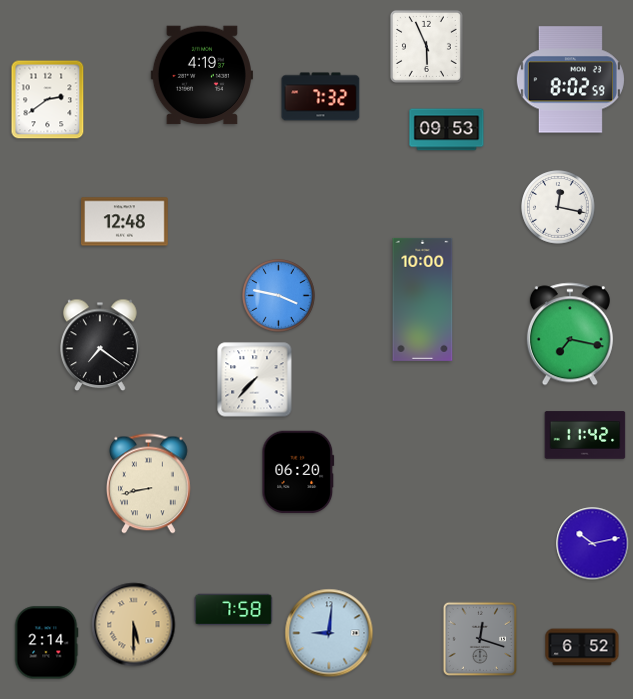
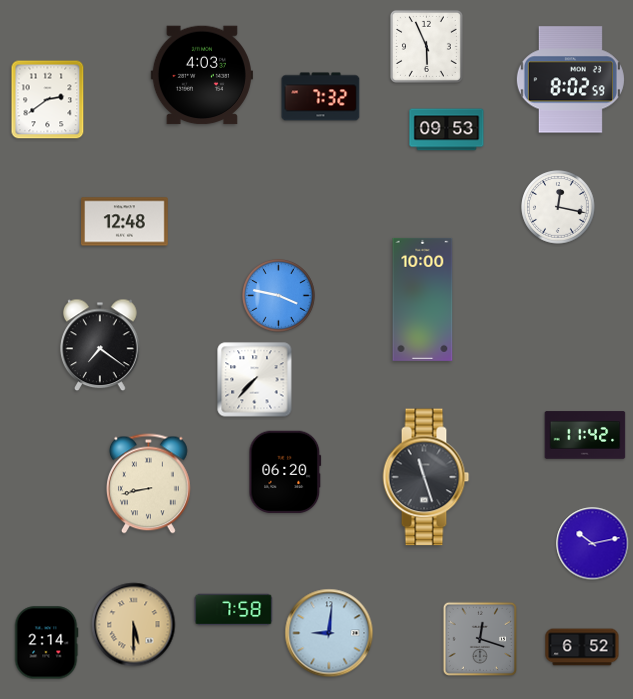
clock at (202, 75): 4:19 -> 4:03
clock at (570, 334): 7:17 -> none
clock at (298, 472) position: (298, 472) -> (285, 472)
clock at (426, 477): none -> 11:27
